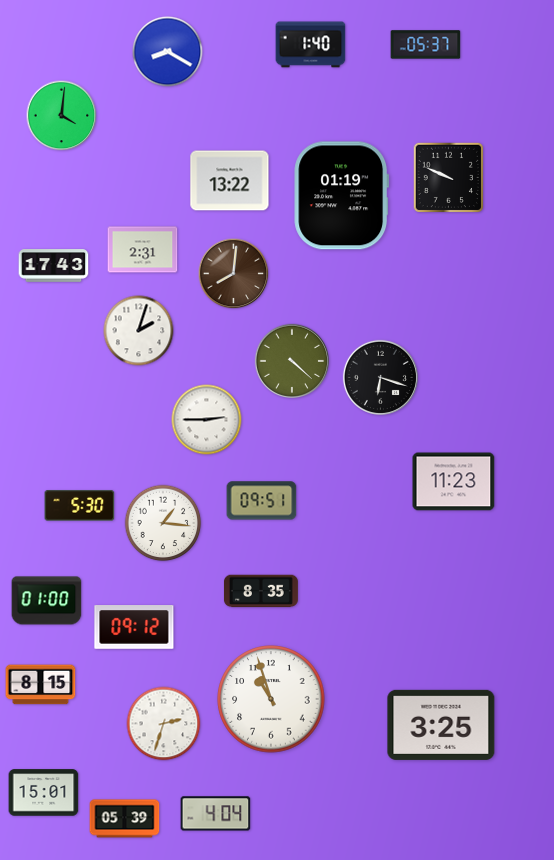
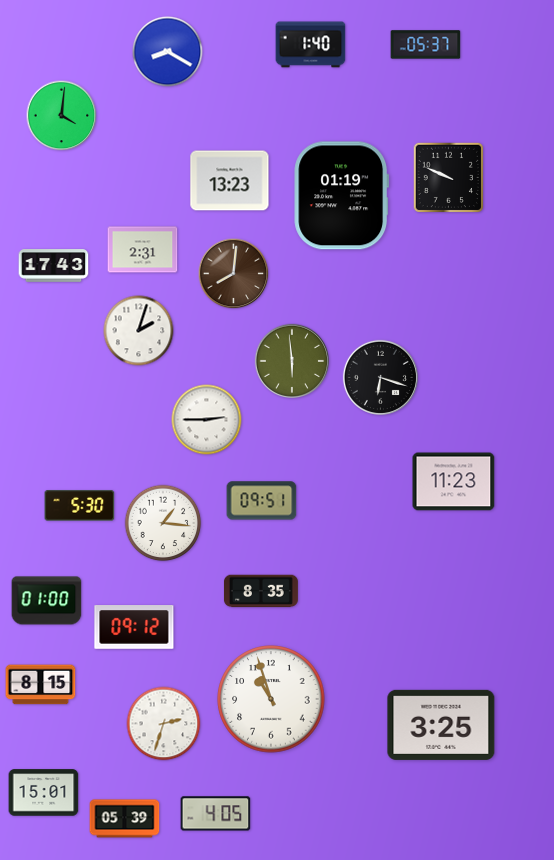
clock at (230, 181): 13:22 -> 13:23
clock at (291, 360): 4:22 -> 5:59
clock at (216, 814): 4:04 -> 4:05
